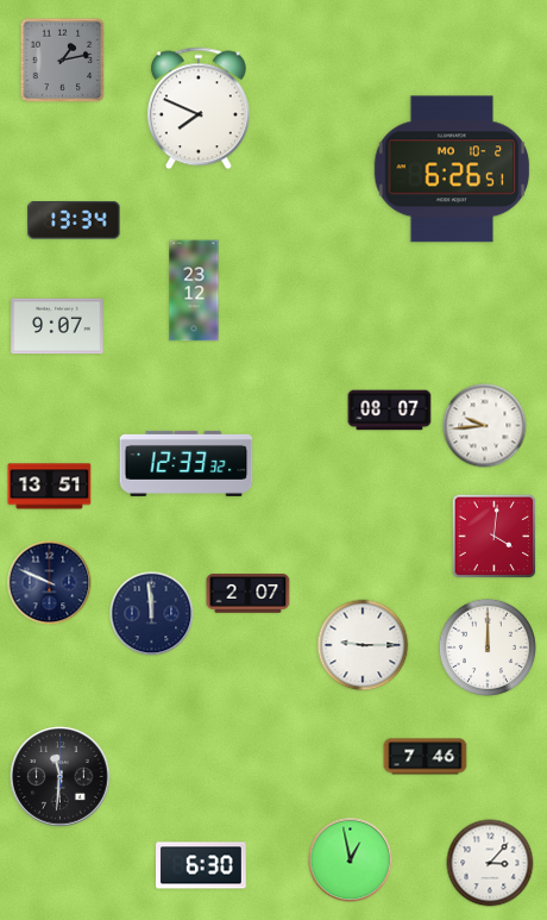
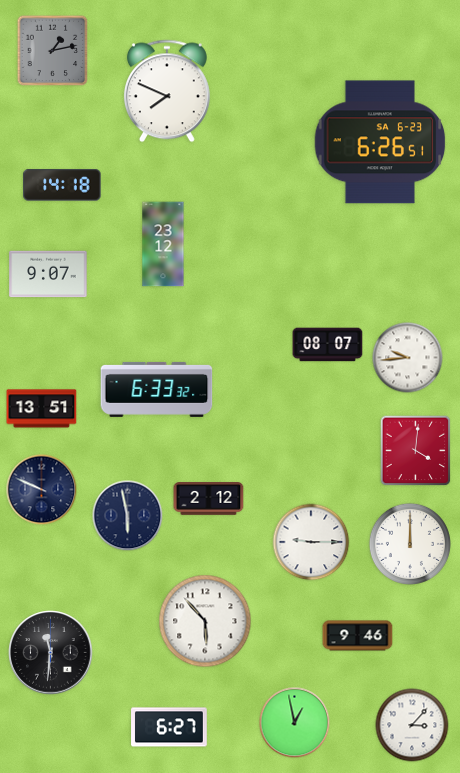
clock at (452, 169) date: MO 10-2 -> SA 6-23
clock at (74, 220): 13:34 -> 14:18
clock at (187, 463): 12:33 -> 6:33
clock at (249, 594): 2:07 -> 2:12
clock at (152, 614): 11:59 -> 5:58
clock at (363, 645) position: (363, 645) -> (311, 542)
clock at (205, 621): none -> 5:53
clock at (426, 757): 7:46 -> 9:46
clock at (201, 865): 6:30 -> 6:27
